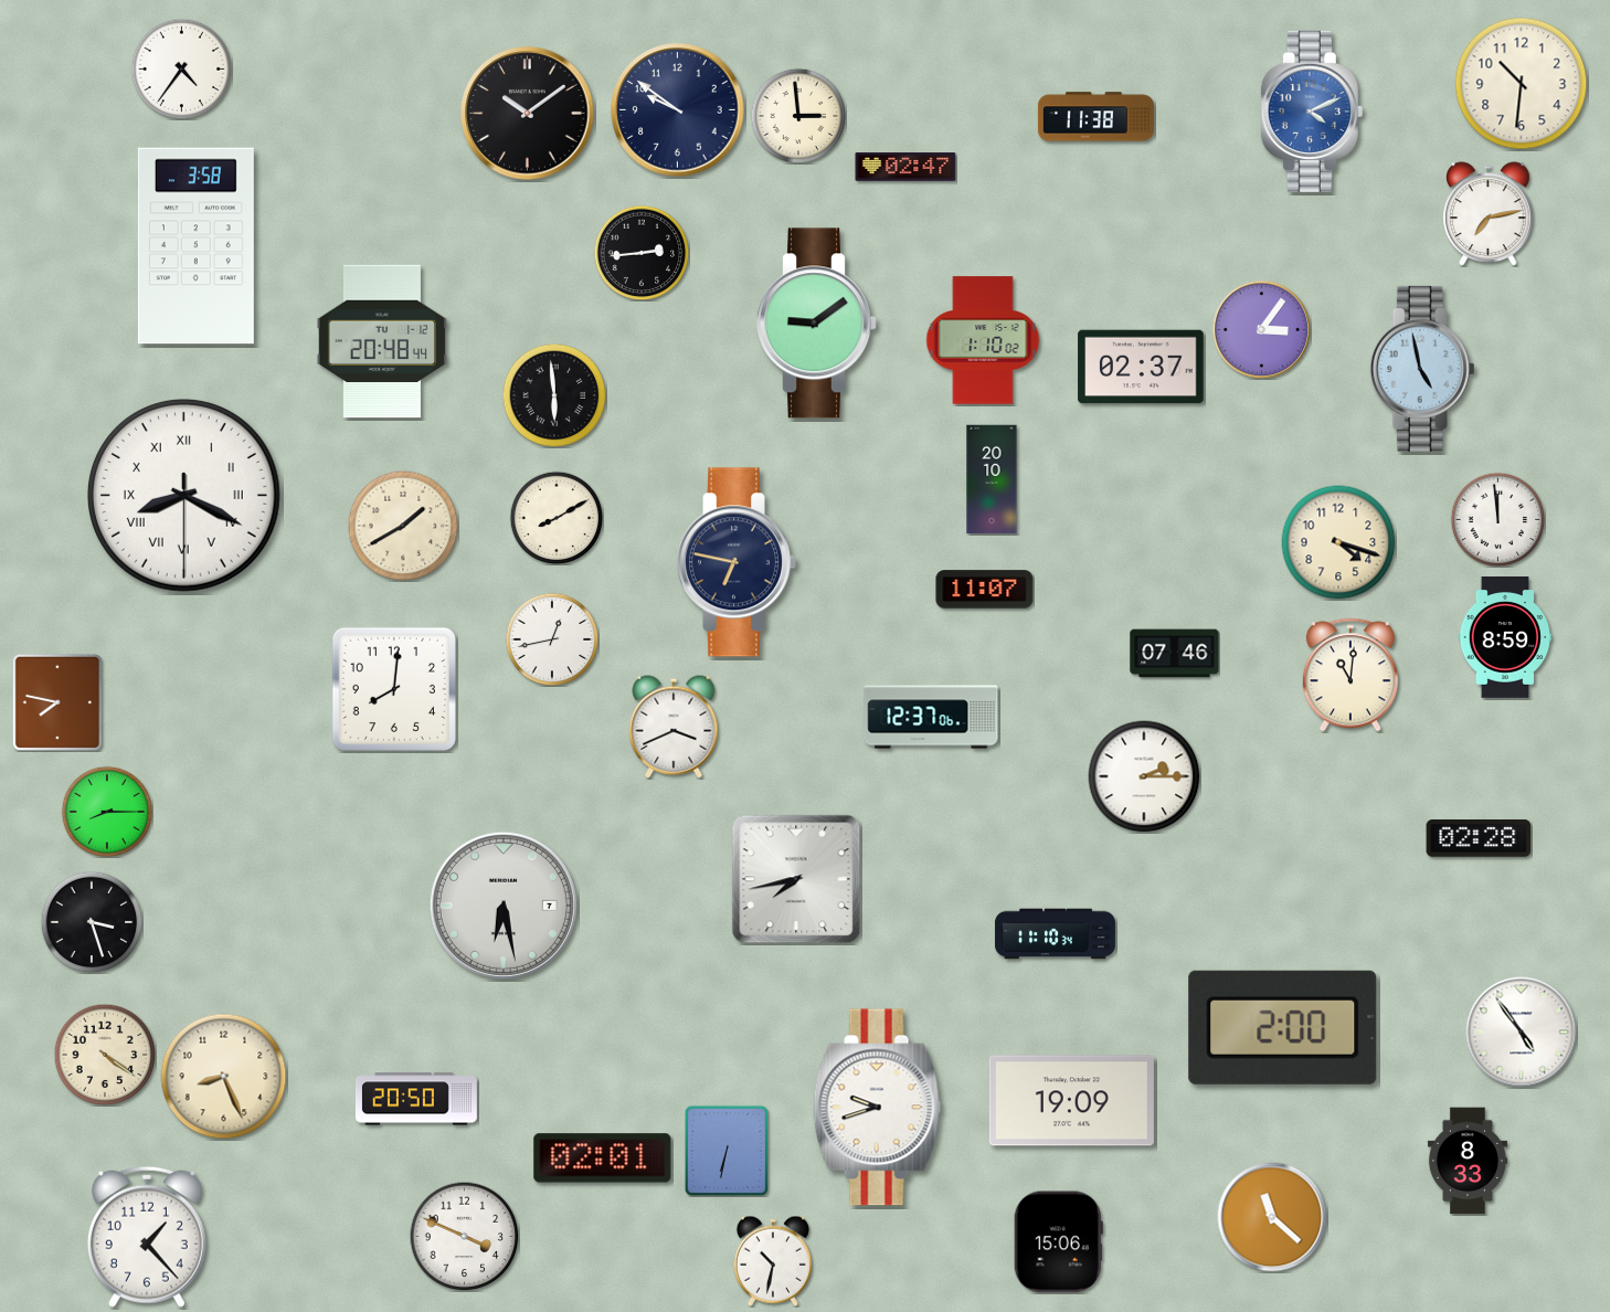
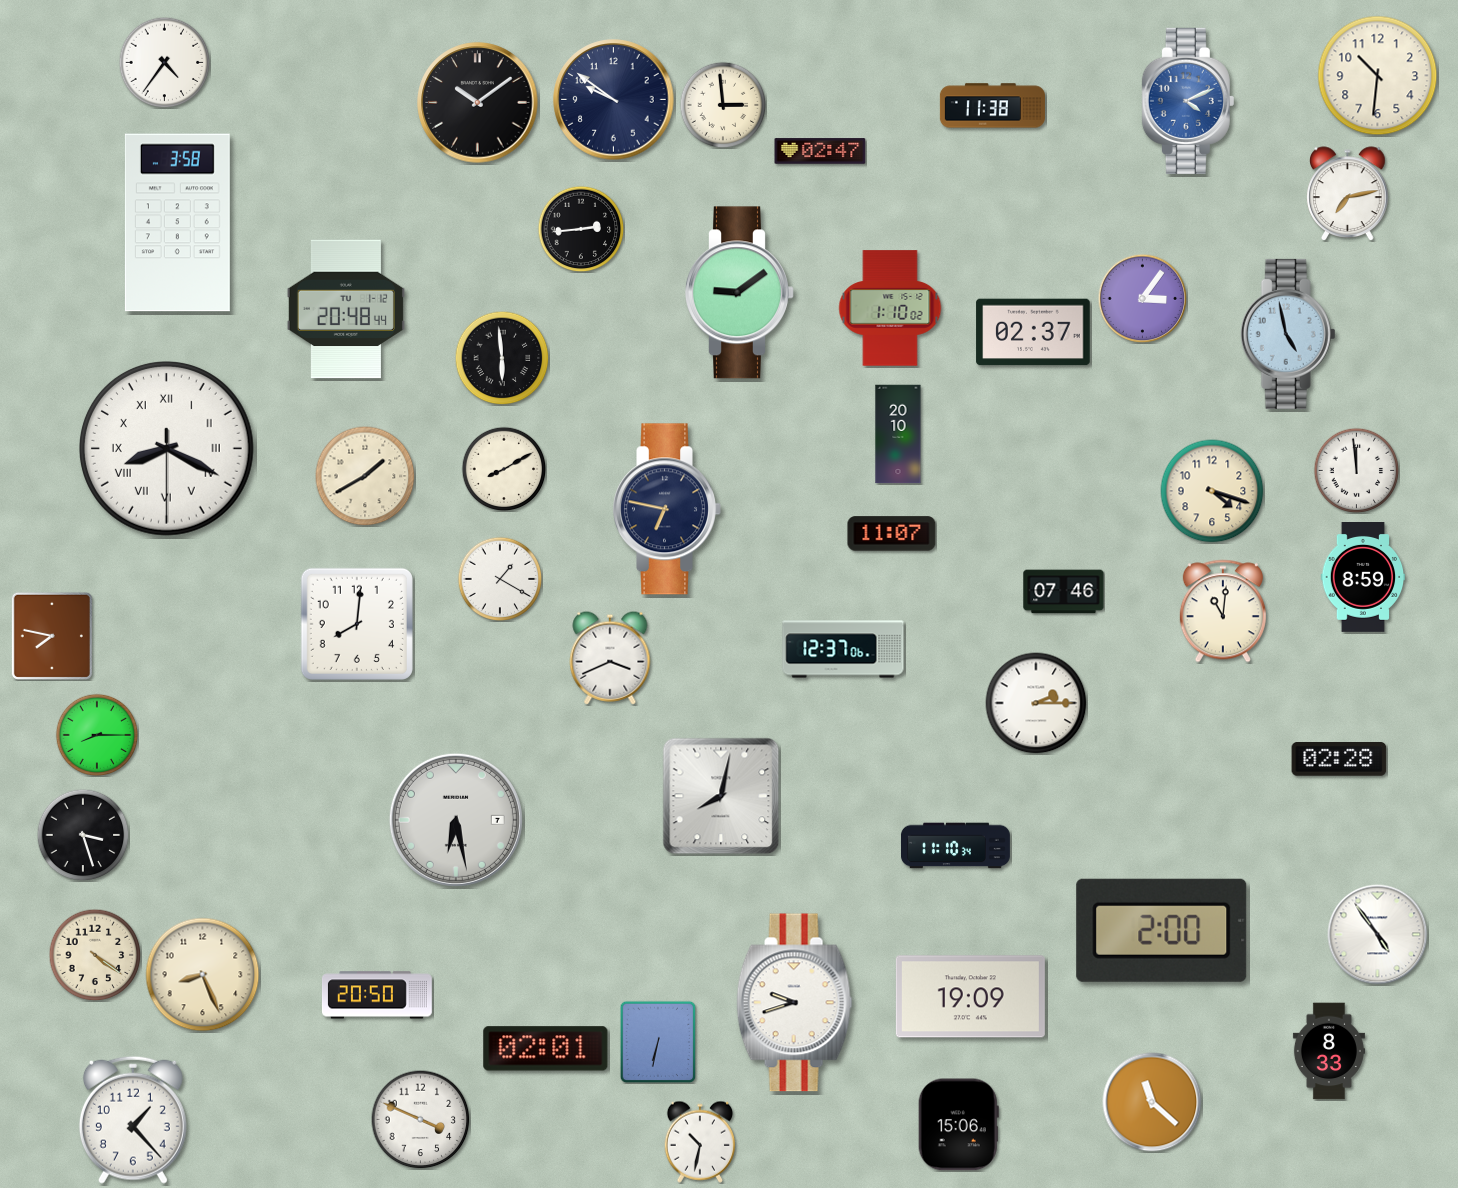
clock at (552, 639): 12:43 -> 1:20
clock at (796, 879): 7:43 -> 8:02
